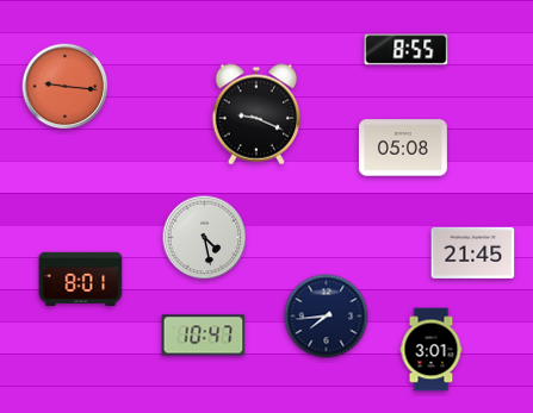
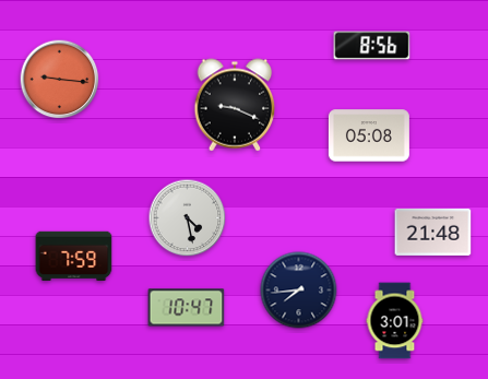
clock at (407, 50): 8:55 -> 8:56
clock at (473, 252): 21:45 -> 21:48
clock at (81, 280): 8:01 -> 7:59
